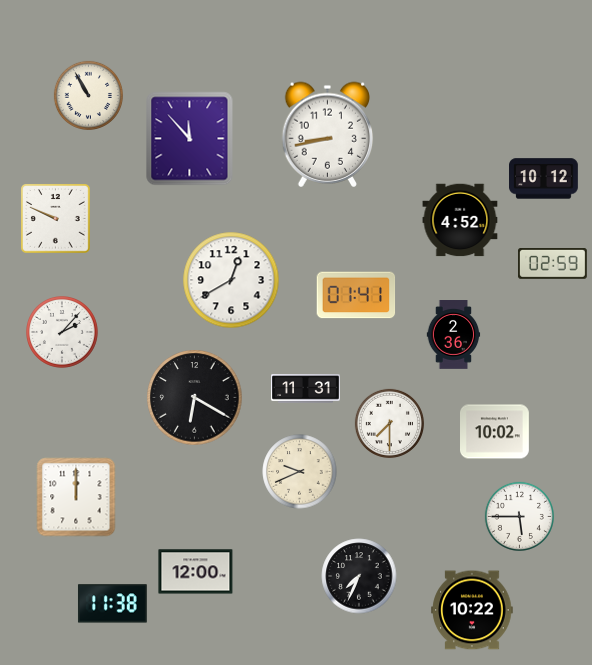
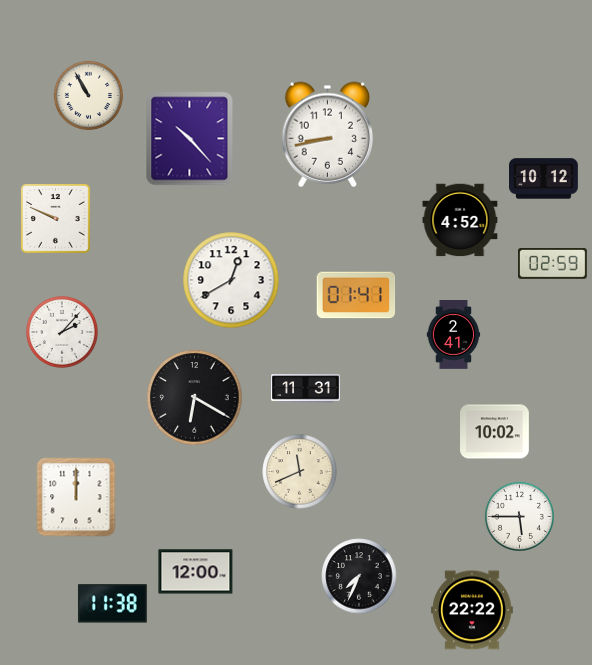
clock at (190, 139): 11:53 -> 10:23
clock at (454, 335): 2:36 -> 2:41
clock at (389, 423): 7:30 -> none
clock at (300, 472): 9:41 -> 11:41
clock at (472, 610): 10:22 -> 22:22
